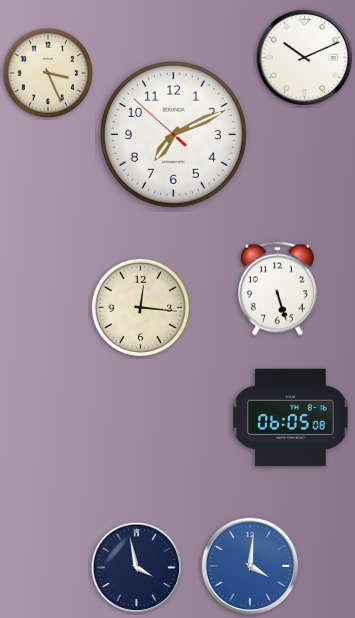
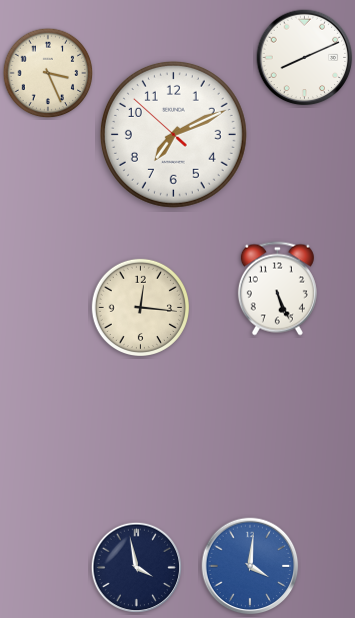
clock at (305, 58): 10:11 -> 8:11
clock at (277, 289): 5:27 -> 5:26
clock at (291, 418): 06:05 -> none
